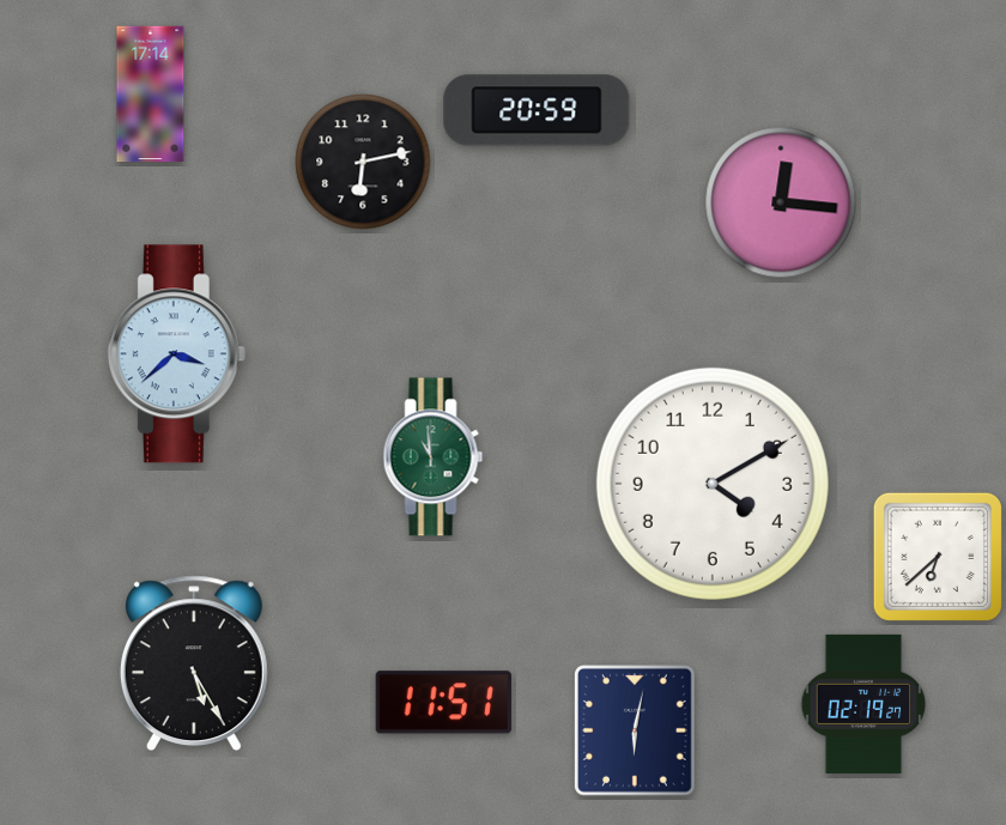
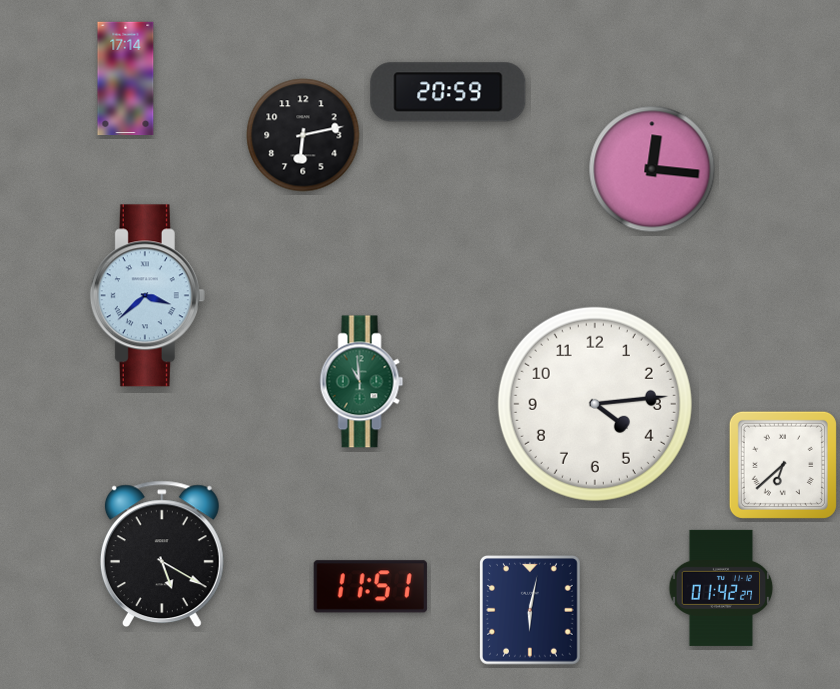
clock at (713, 484): 4:10 -> 4:14
clock at (194, 663): 5:25 -> 5:20
clock at (863, 704): 02:19 -> 01:42
